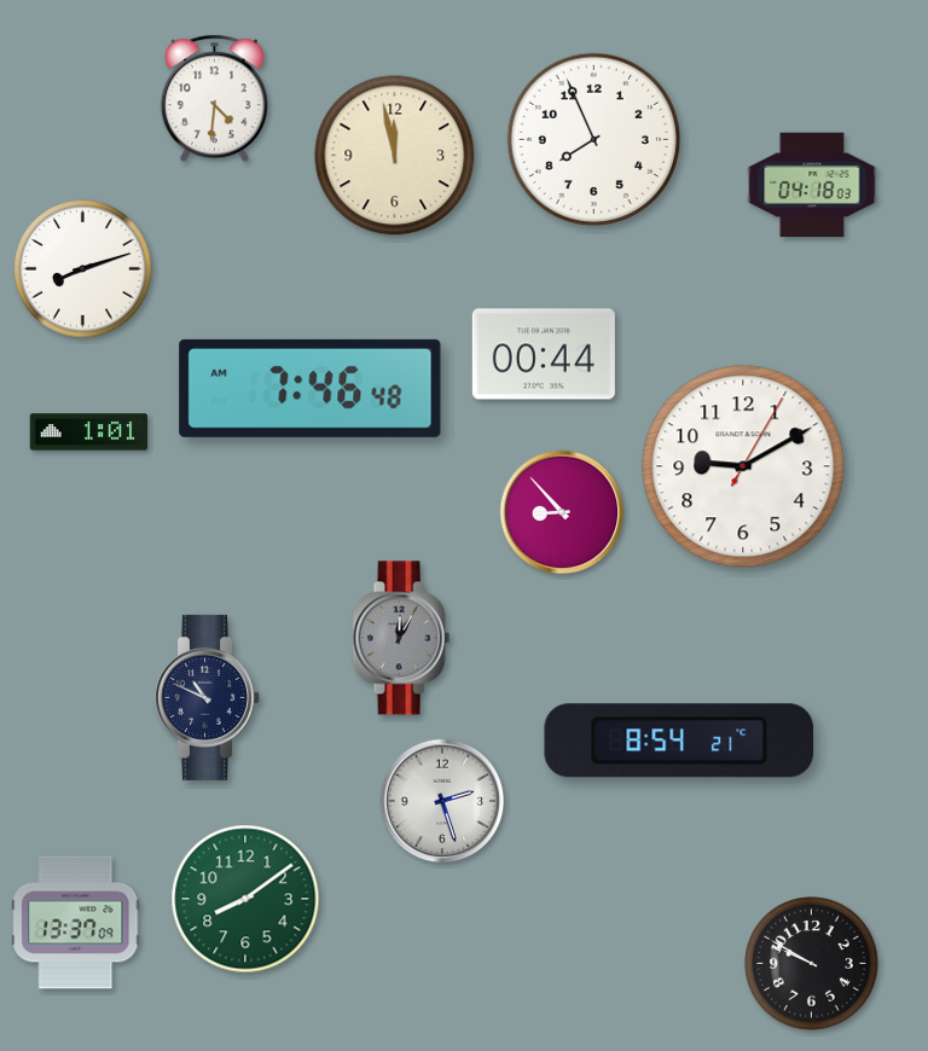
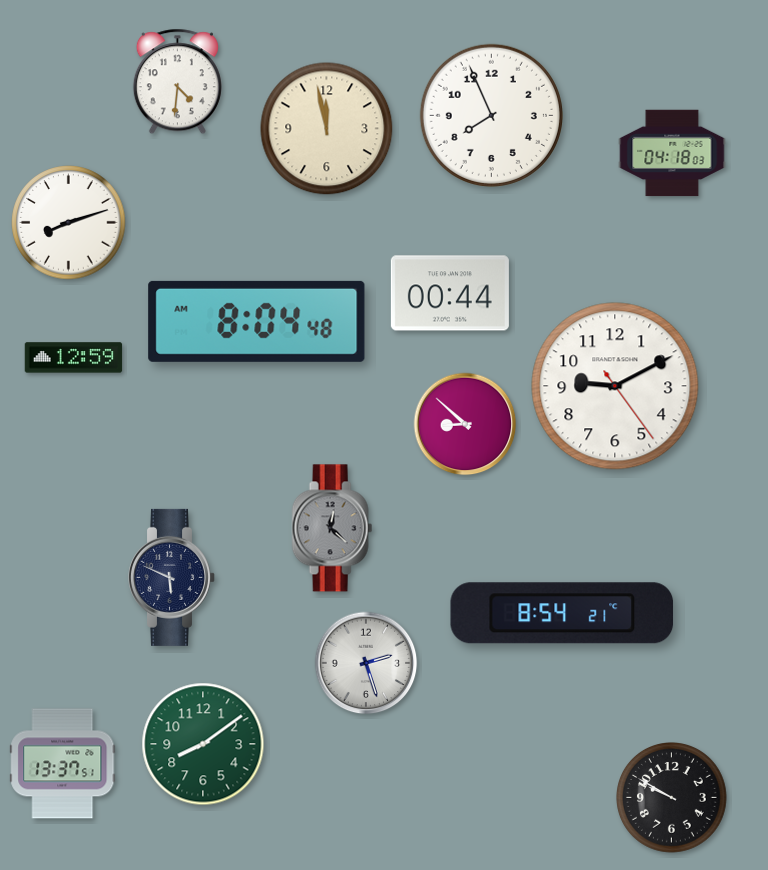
clock at (311, 388): 7:46 -> 8:04
clock at (89, 432): 1:01 -> 12:59
clock at (743, 466): 9:10:05 -> 9:10:24
clock at (562, 512): 8:53 -> 8:52
clock at (401, 638): 12:05 -> 12:22
clock at (208, 697): 10:49 -> 5:49
clock at (76, 923): 13:37:09 -> 13:37:51
